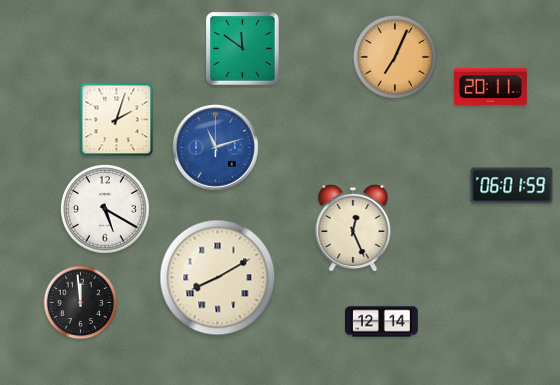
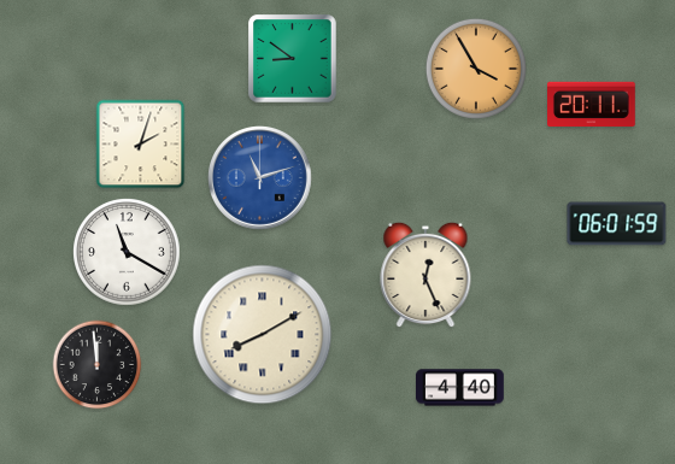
clock at (243, 49): 11:51 -> 8:51
clock at (395, 57): 7:04 -> 3:55
clock at (106, 210): 5:20 -> 11:20
clock at (382, 322): 12:14 -> 4:40
